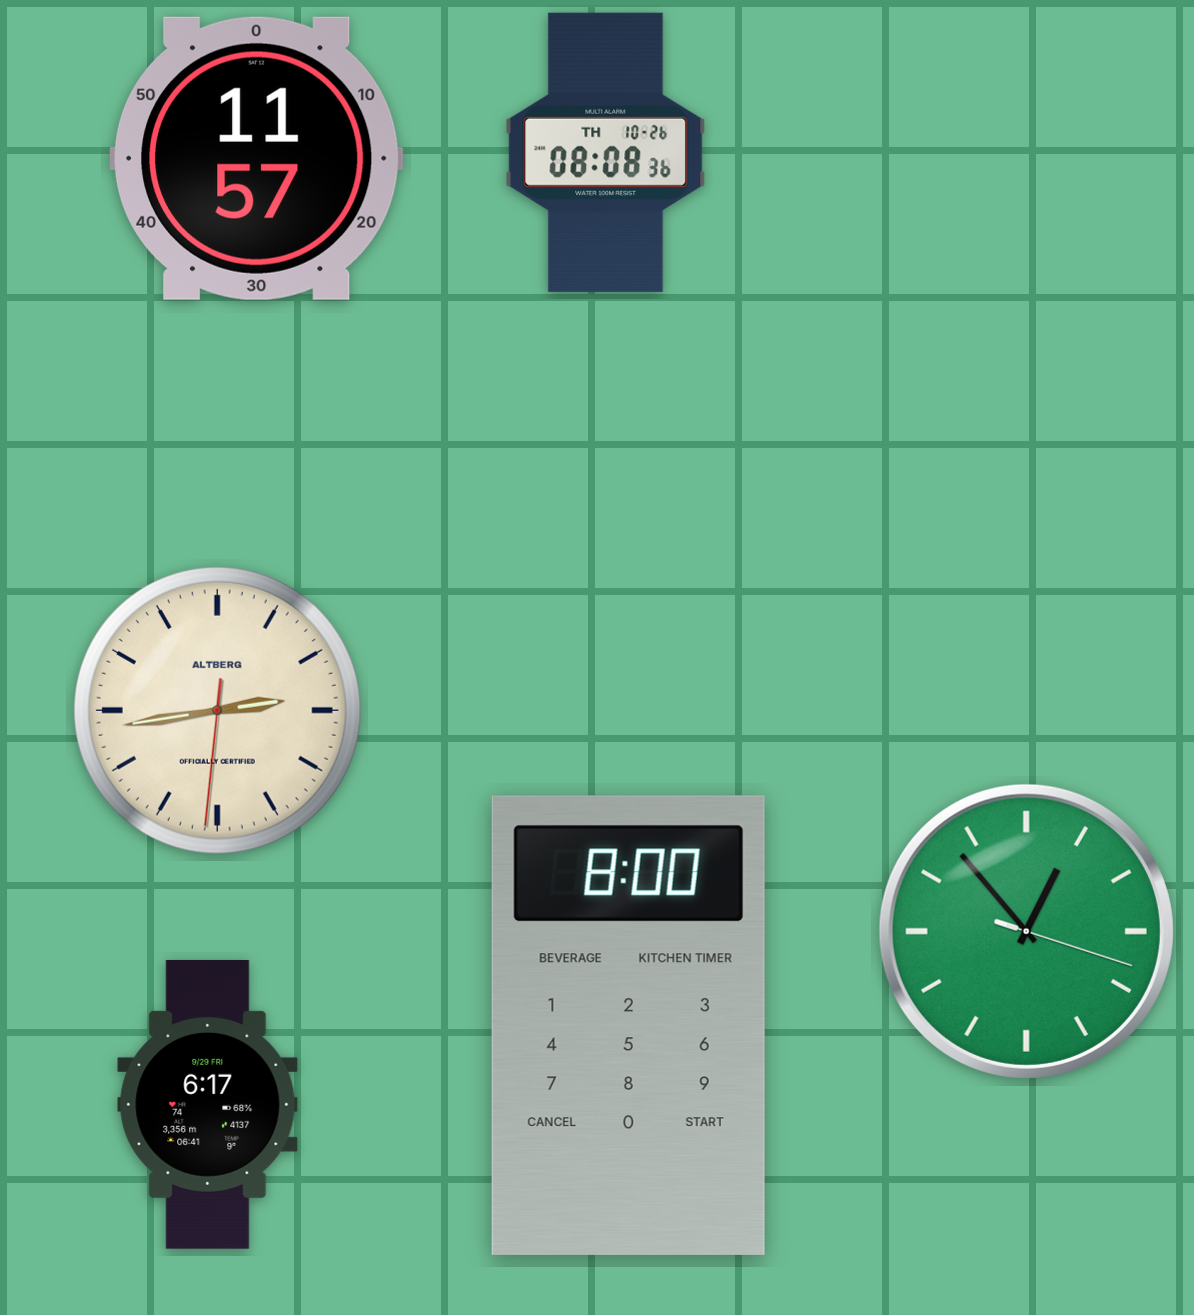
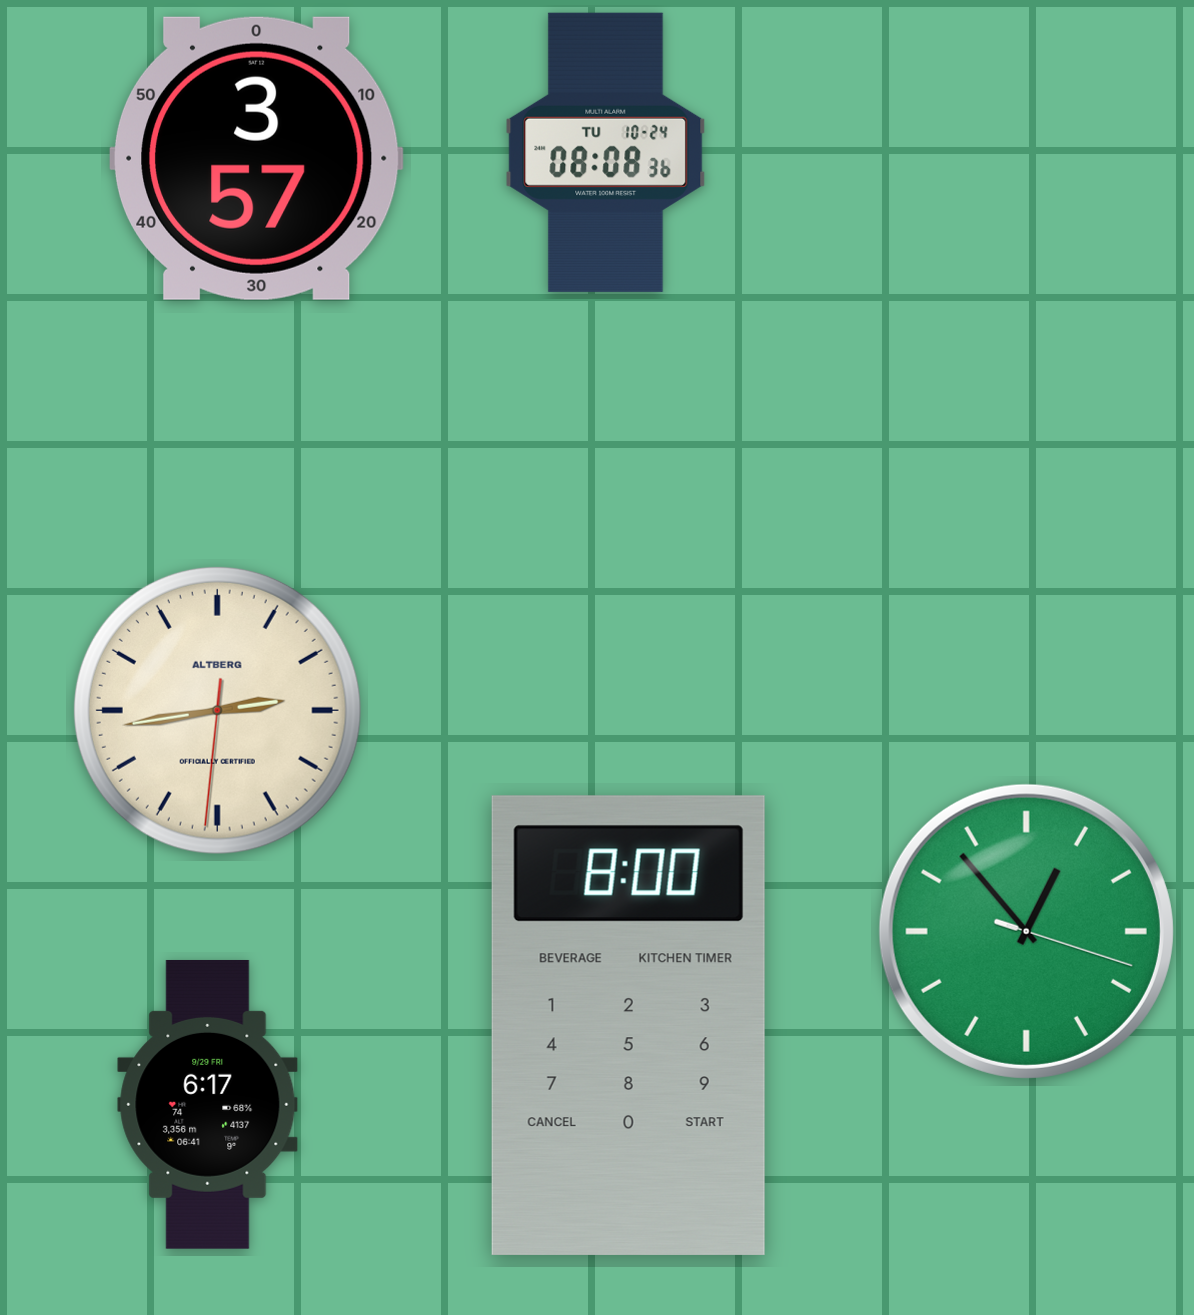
clock at (606, 152) date: TH 10-26 -> TU 10-24
clock at (256, 158): 11:57 -> 3:57
